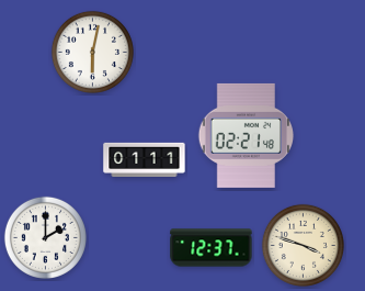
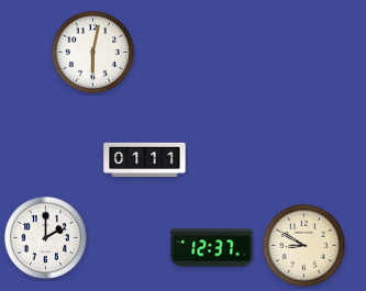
clock at (247, 135): 02:21 -> none
clock at (303, 245): 3:48 -> 8:50
